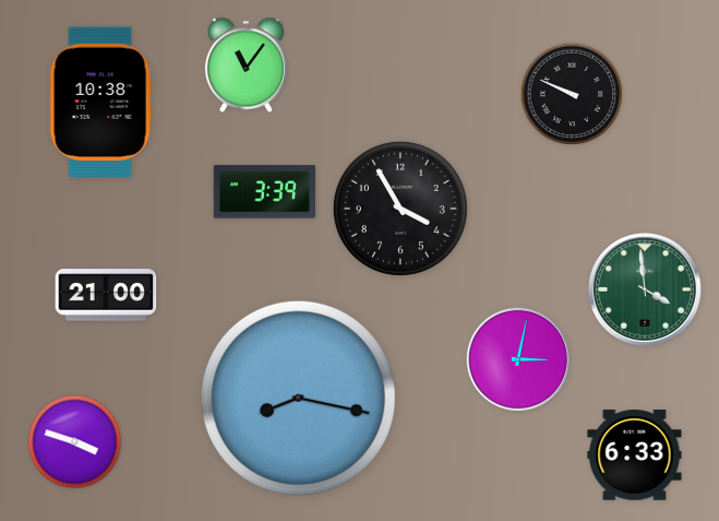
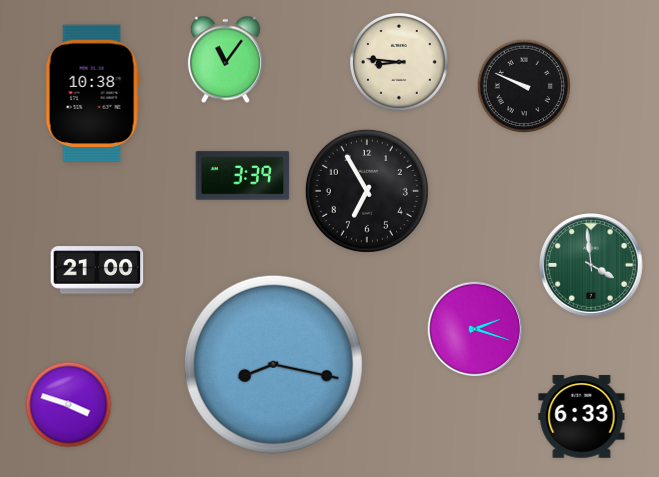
clock at (399, 62): none -> 8:46
clock at (400, 209): 3:55 -> 6:55
clock at (517, 358): 3:02 -> 2:18
